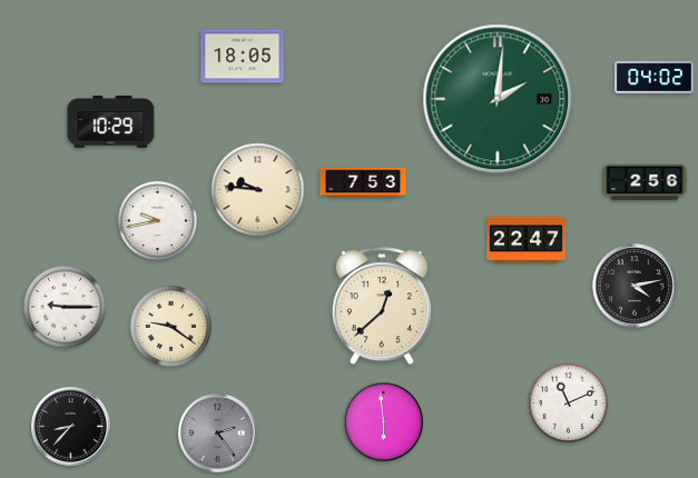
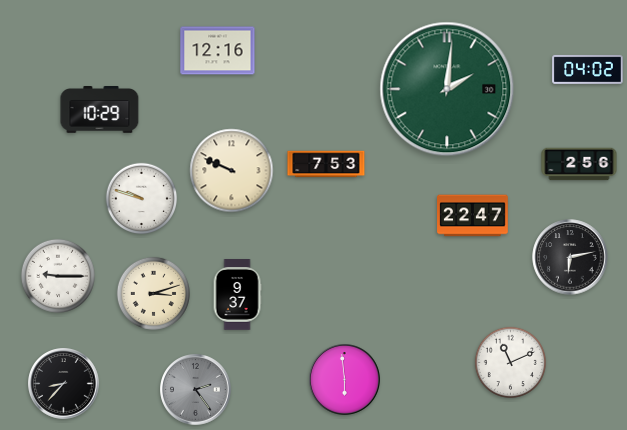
clock at (243, 57): 18:05 -> 12:16
clock at (258, 190): 9:46 -> 9:49
clock at (158, 221): 9:43 -> 9:48
clock at (635, 286): 4:13 -> 6:13
clock at (382, 307): 12:38 -> none
clock at (170, 326): 9:21 -> 3:12
clock at (237, 295): none -> 9:37
